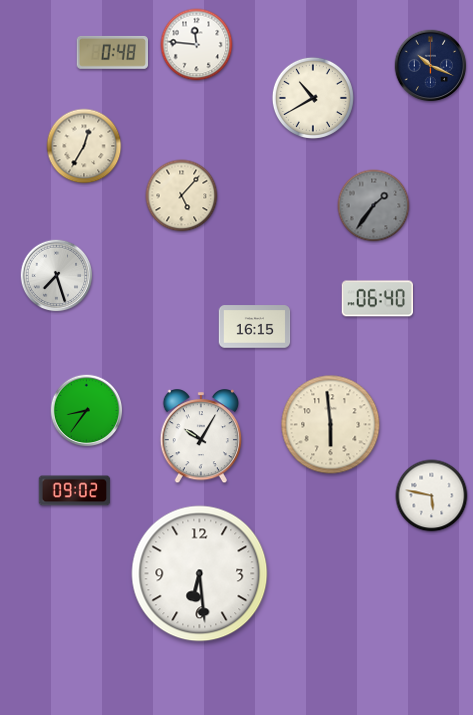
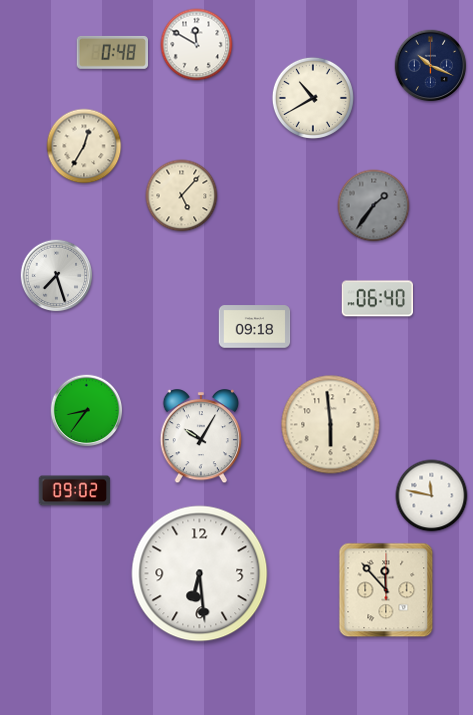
clock at (197, 45): 11:46 -> 11:50
clock at (255, 327): 16:15 -> 09:18
clock at (432, 496): 5:47 -> 11:47
clock at (386, 590): none -> 11:53
